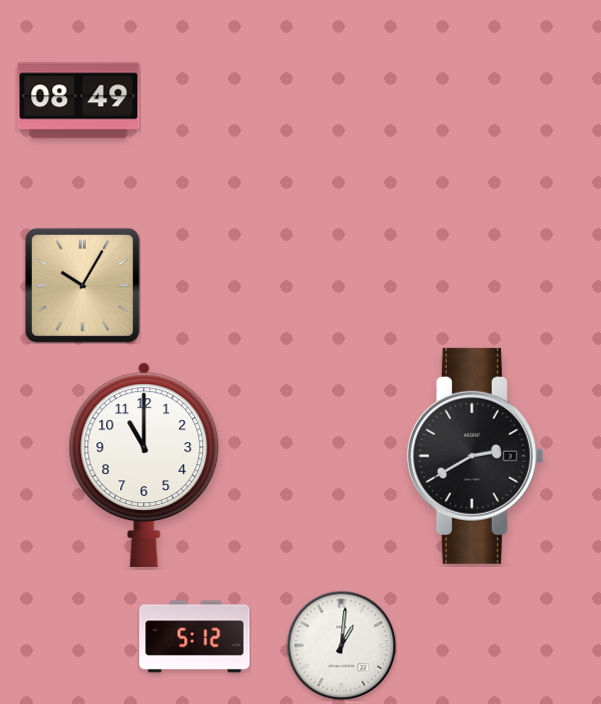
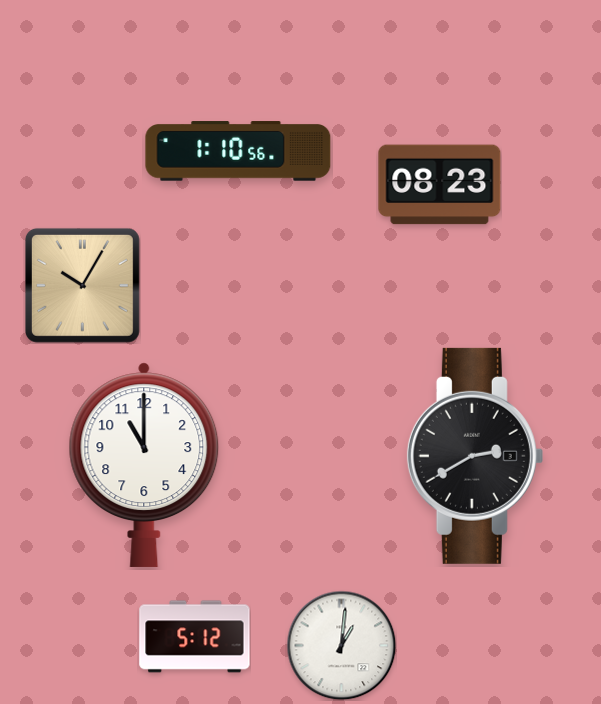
clock at (79, 101): 08:49 -> none
clock at (238, 151): none -> 1:10
clock at (440, 185): none -> 08:23
